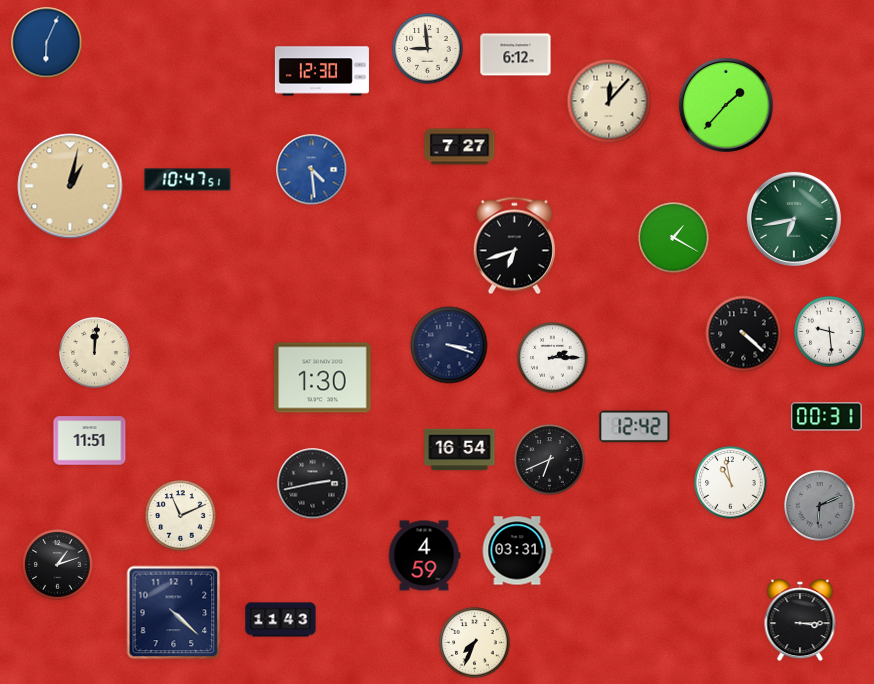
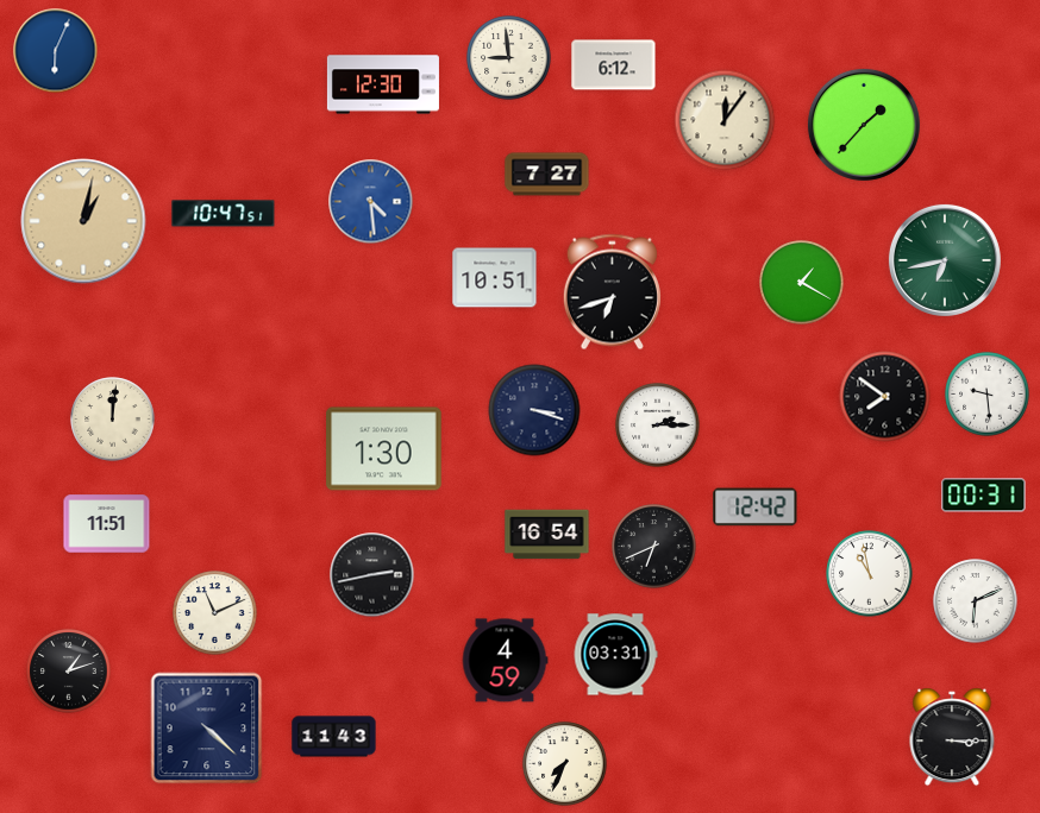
clock at (609, 101): 12:07 -> 12:06
clock at (495, 278): none -> 10:51
clock at (744, 334): 4:22 -> 7:51
clock at (820, 506) dial: grey -> white
